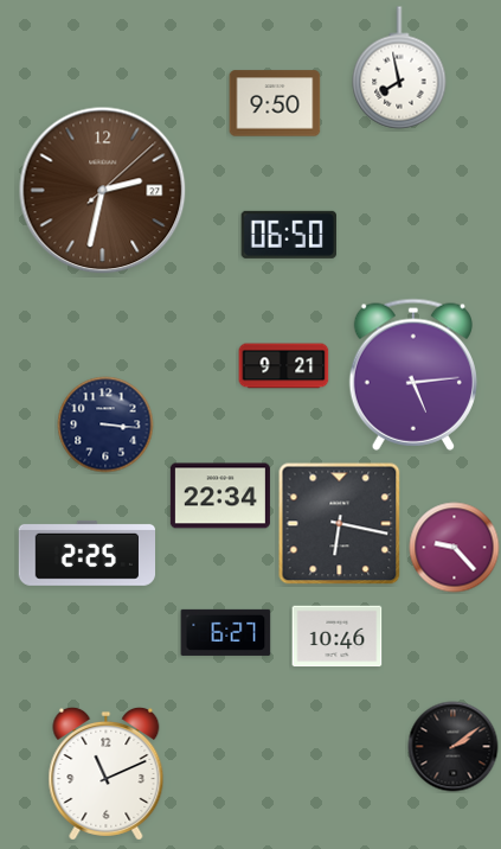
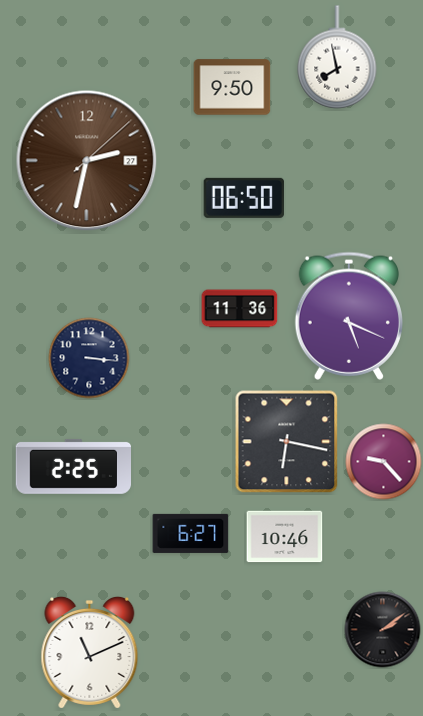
clock at (284, 366): 9:21 -> 11:36
clock at (413, 375): 5:14 -> 5:19
clock at (220, 496): 22:34 -> none
